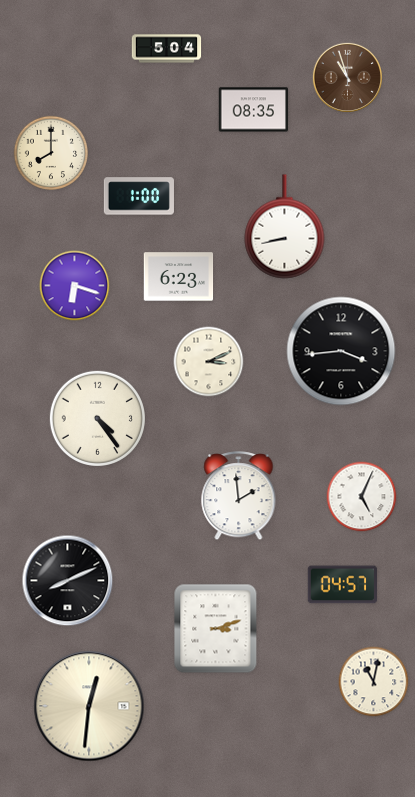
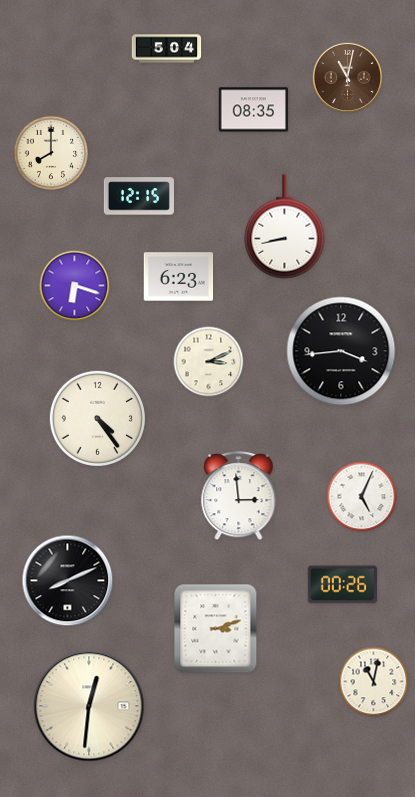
clock at (347, 77): 10:57 -> 11:02
clock at (139, 196): 1:00 -> 12:15
clock at (239, 496): 1:59 -> 2:59
clock at (343, 585): 04:57 -> 00:26
